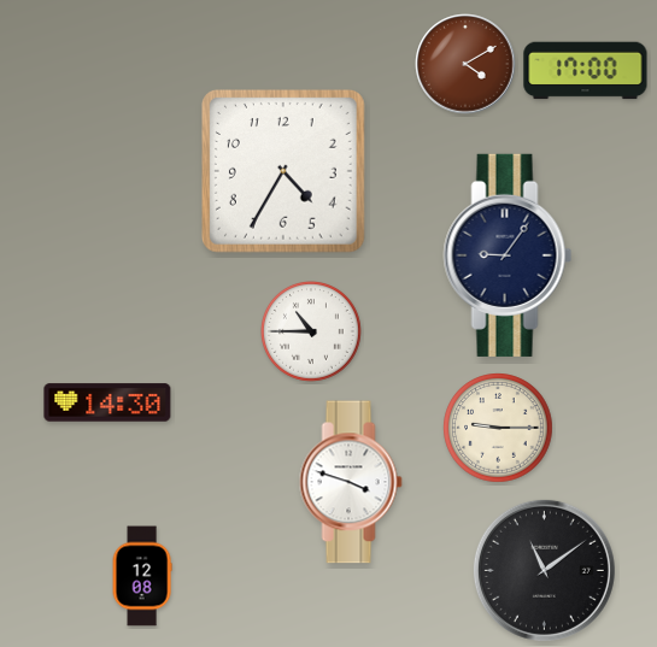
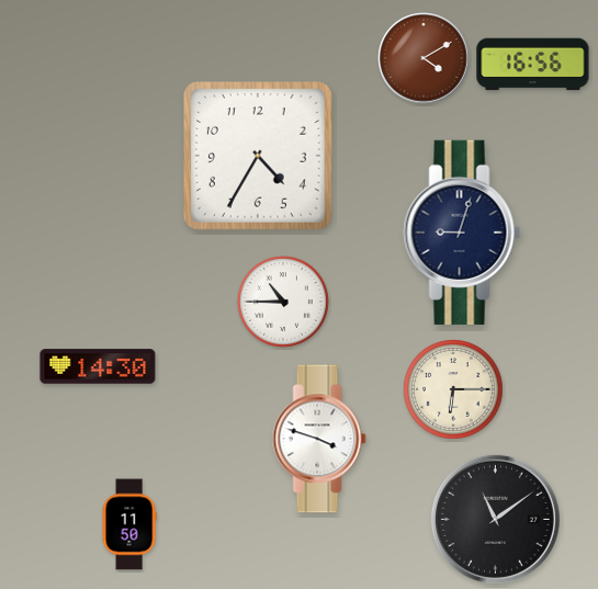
clock at (586, 71): 17:00 -> 16:56
clock at (508, 255): 9:06 -> 9:03
clock at (498, 428): 9:15 -> 6:15
clock at (142, 576): 12:08 -> 11:50
